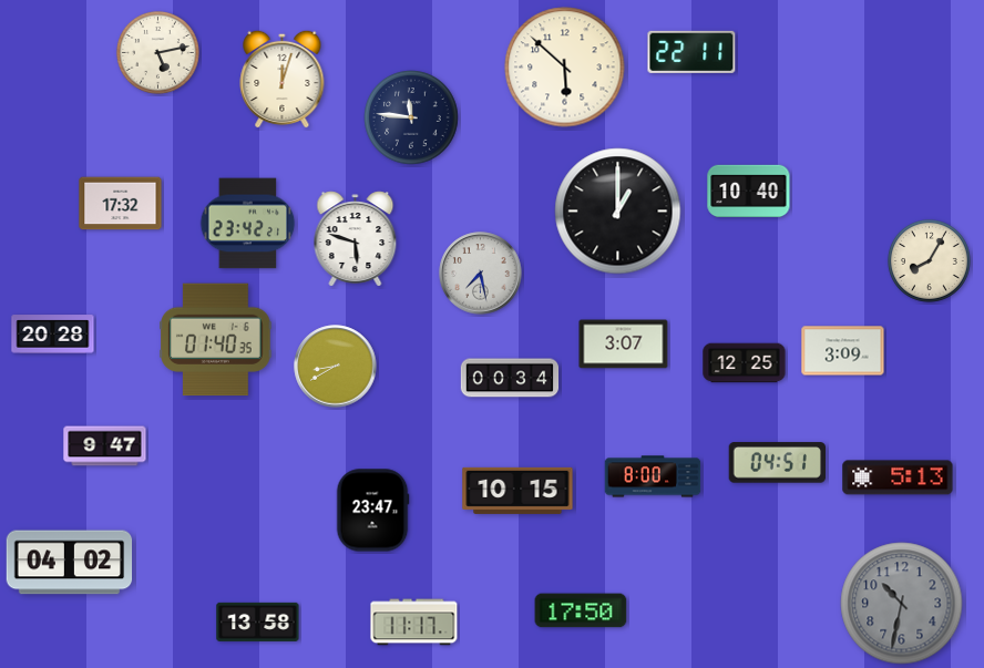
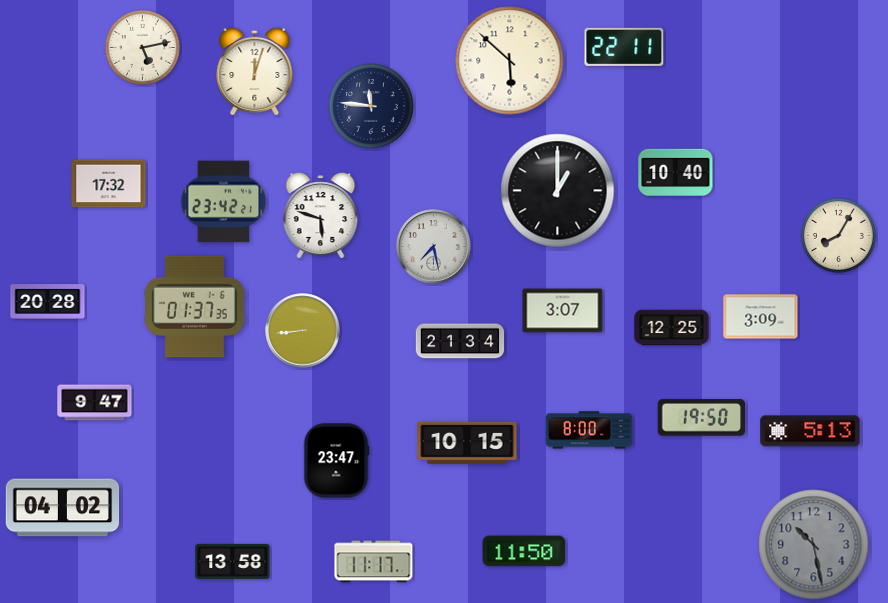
clock at (216, 340): 01:40 -> 01:37
clock at (336, 367): 8:40 -> 8:44
clock at (510, 378): 00:34 -> 21:34
clock at (777, 463): 04:51 -> 19:50
clock at (902, 604): 10:32 -> 10:28
clock at (581, 610): 17:50 -> 11:50
